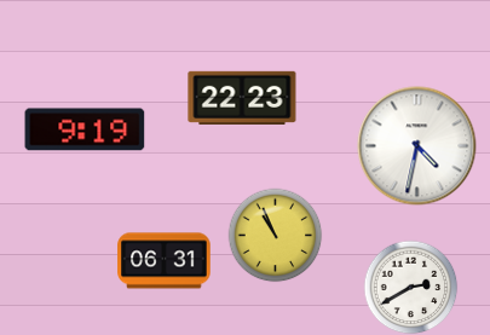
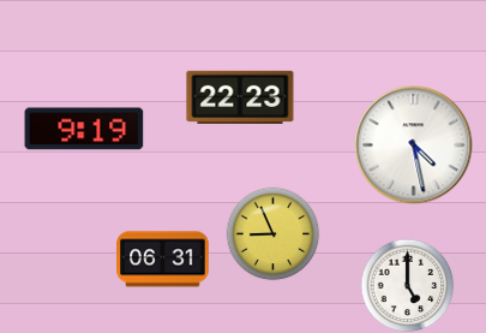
clock at (417, 146): 4:32 -> 4:28
clock at (275, 235): 10:56 -> 8:56
clock at (410, 287): 2:40 -> 5:00
